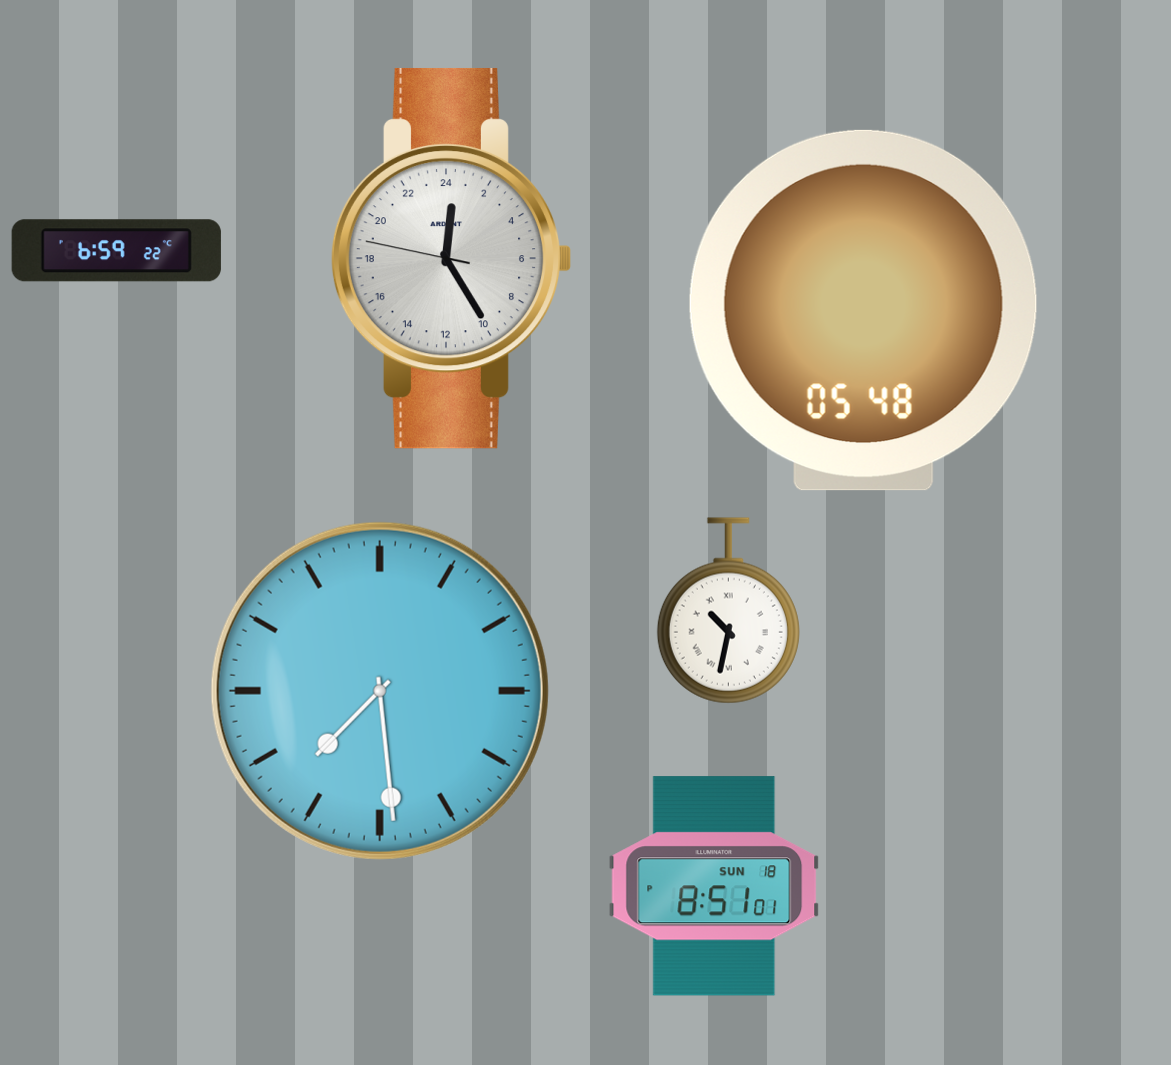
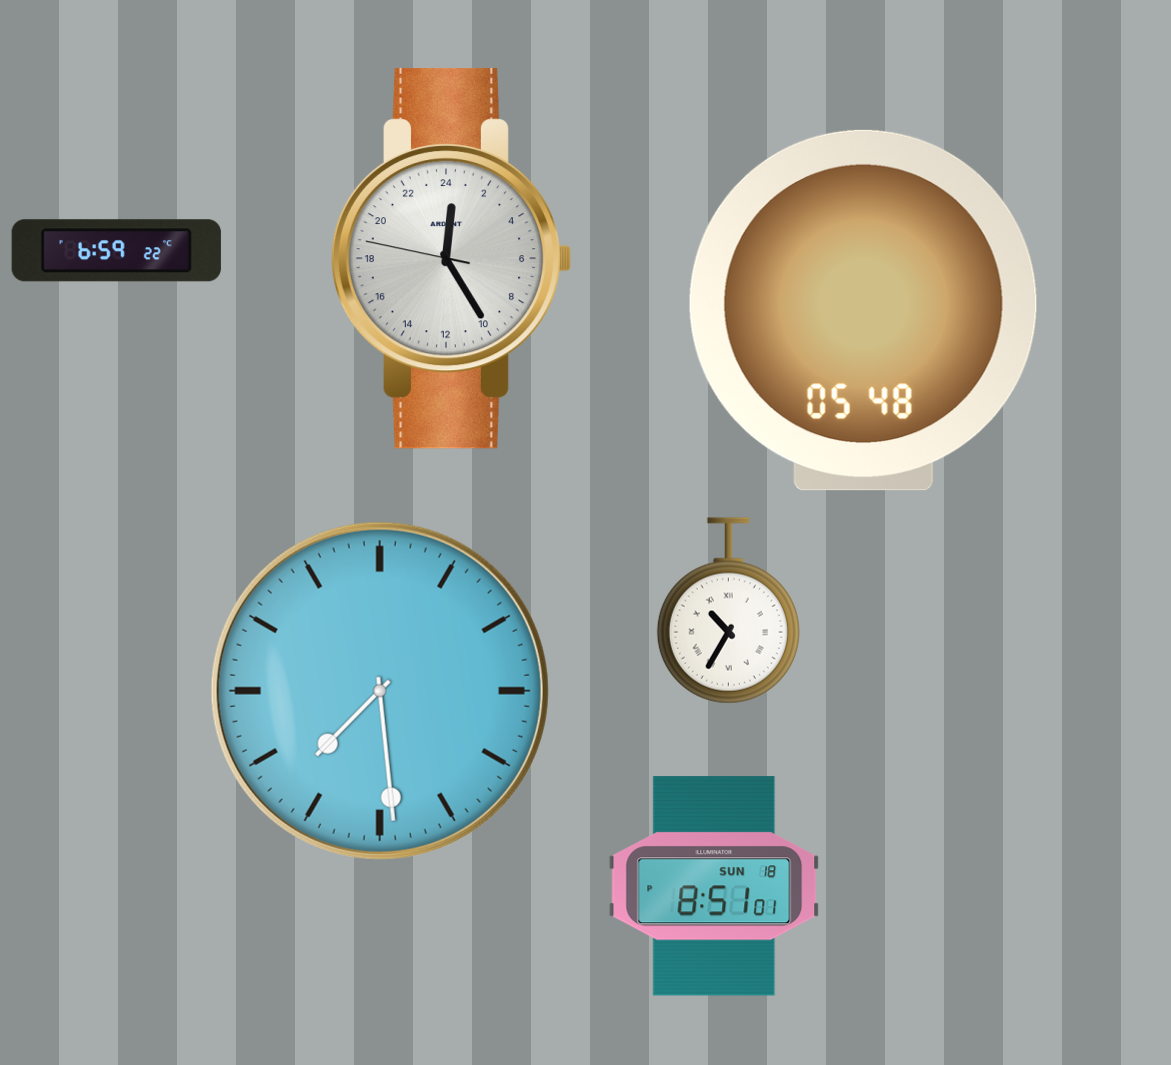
clock at (728, 611): 10:32 -> 10:35
